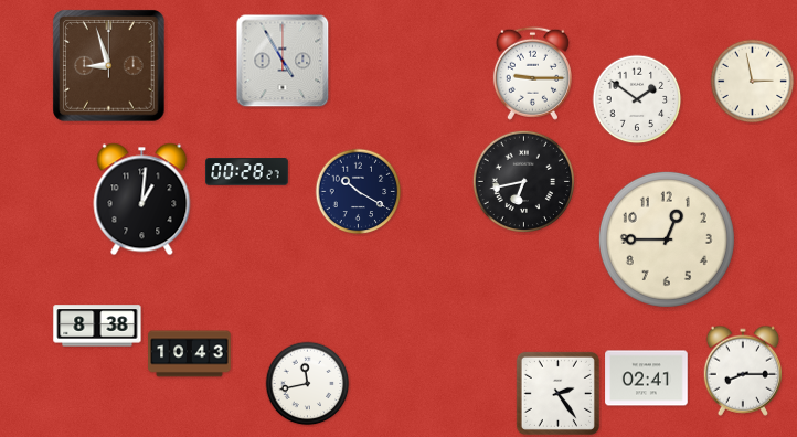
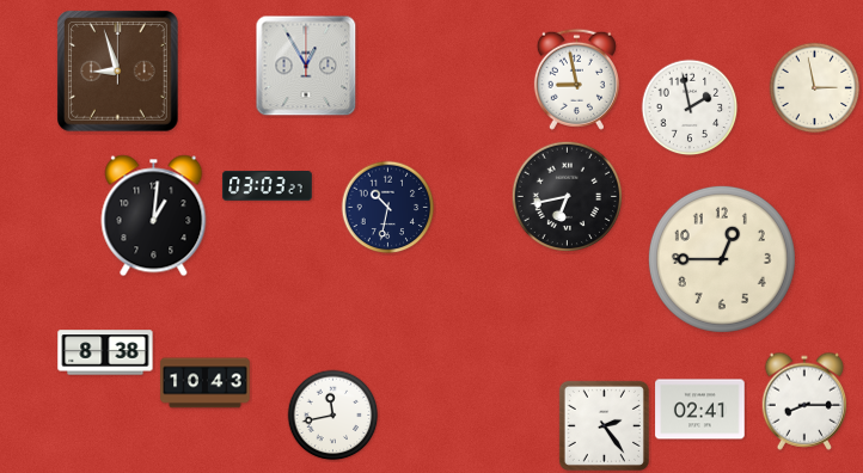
clock at (283, 61): 4:55 -> 12:55
clock at (532, 73): 9:15 -> 8:58
clock at (637, 99): 1:51 -> 1:58
clock at (247, 172): 00:28 -> 03:03
clock at (359, 192): 10:20 -> 10:32
